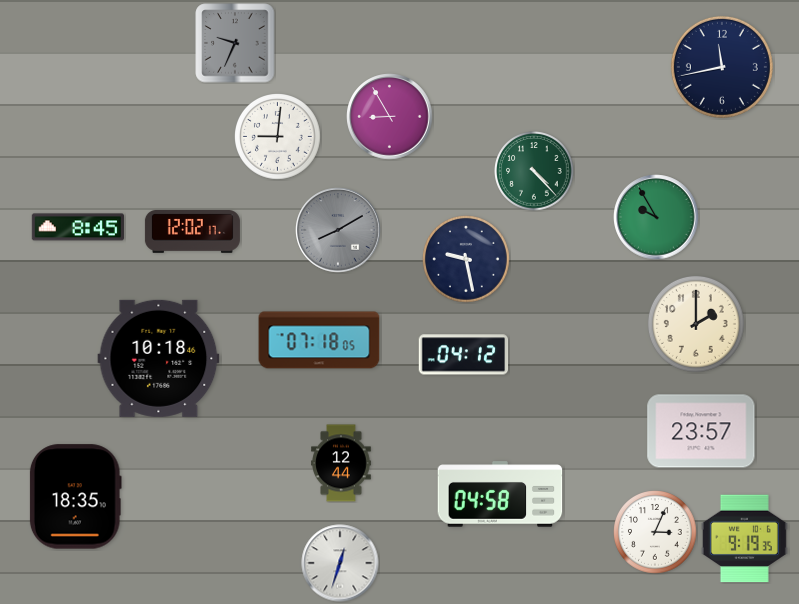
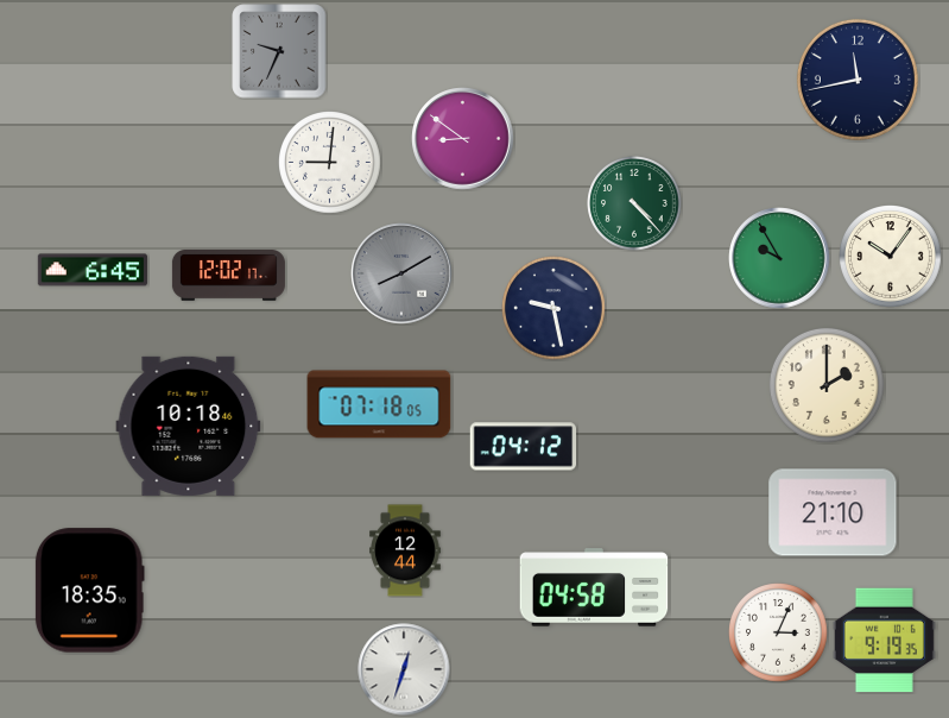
clock at (390, 117): 8:55 -> 8:51
clock at (891, 257): none -> 10:06
clock at (78, 227): 8:45 -> 6:45
clock at (464, 355) position: (464, 355) -> (524, 447)
clock at (701, 431): 23:57 -> 21:10
